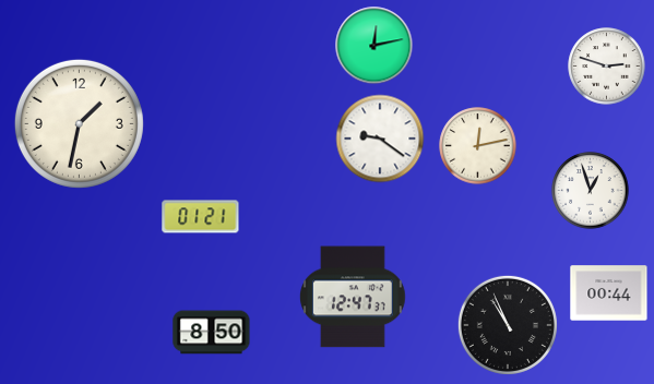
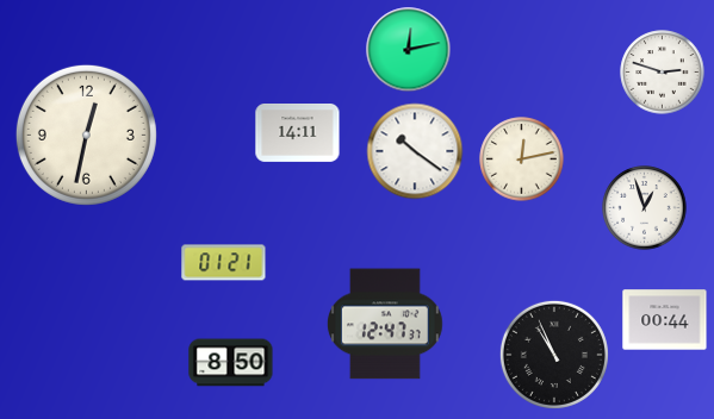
clock at (298, 133): none -> 14:11
clock at (79, 123): 1:32 -> 12:32
clock at (380, 139): 9:21 -> 10:21
clock at (201, 217) position: (201, 217) -> (224, 263)
